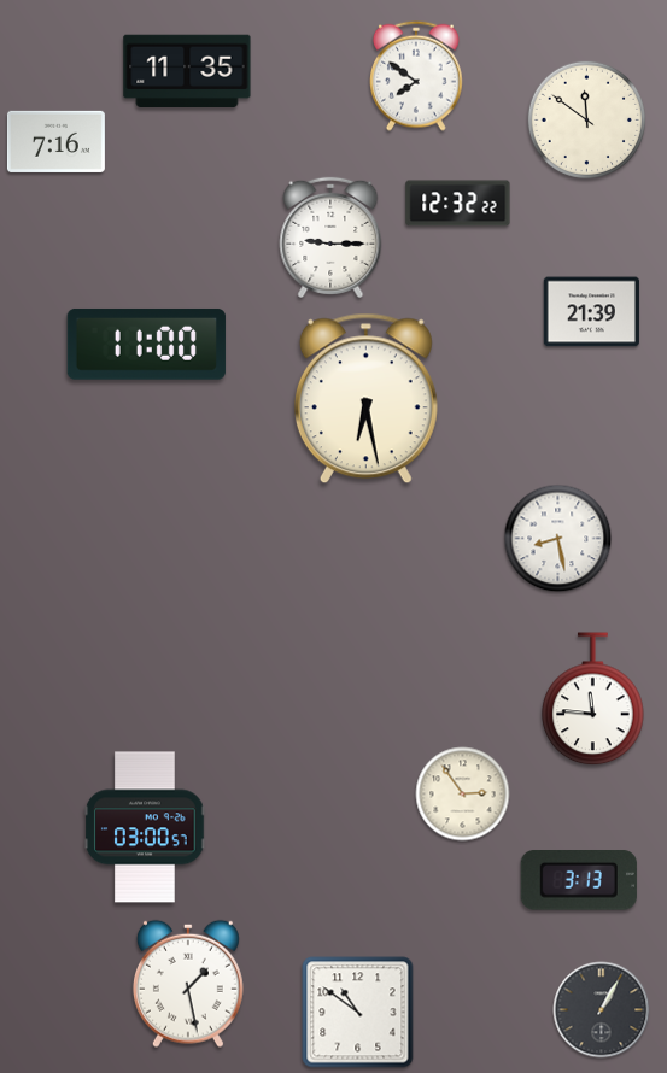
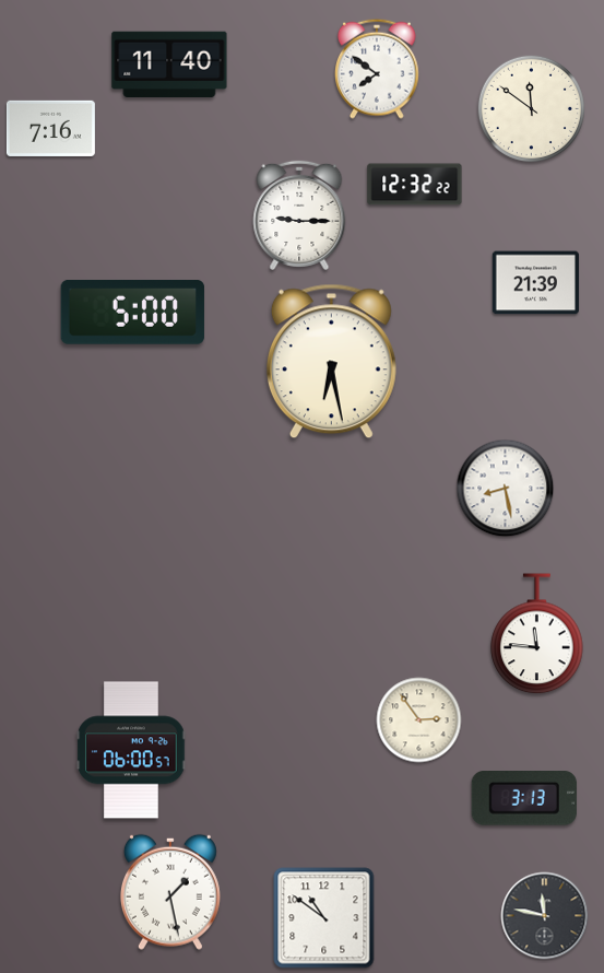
clock at (187, 71): 11:35 -> 11:40
clock at (146, 344): 11:00 -> 5:00
clock at (145, 827): 03:00 -> 06:00
clock at (602, 1010): 1:05 -> 11:47
